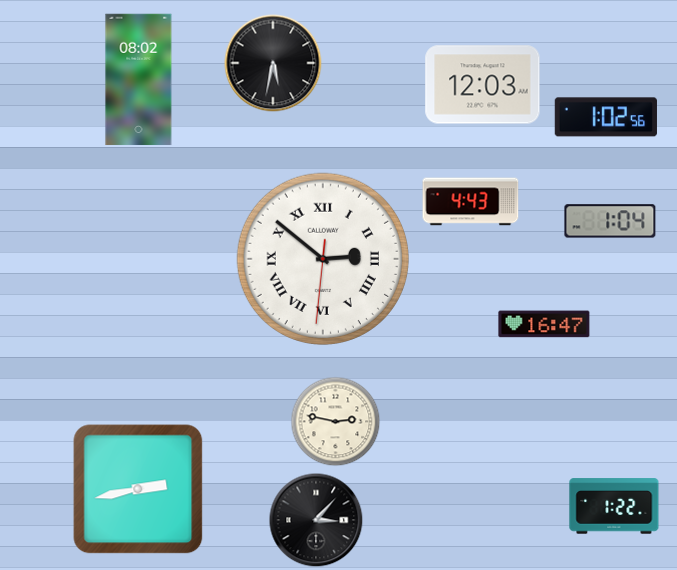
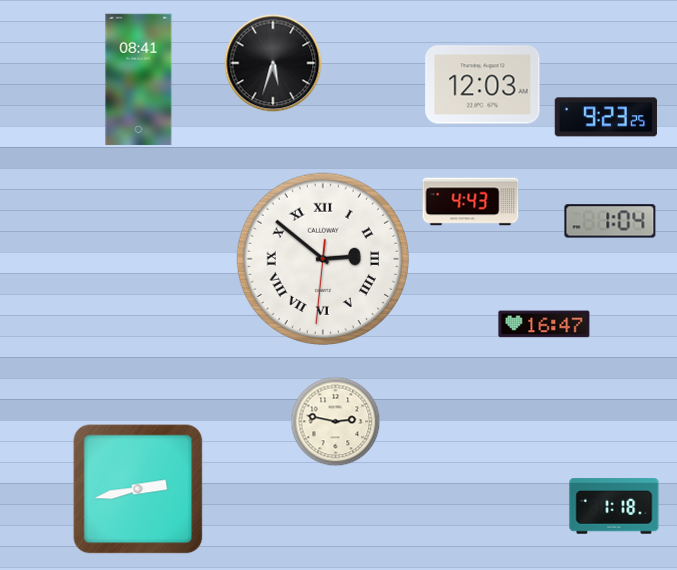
clock at (273, 63): 5:32 -> 5:33
clock at (139, 80): 08:02 -> 08:41
clock at (606, 117): 1:02 -> 9:23
clock at (614, 506): 1:22 -> 1:18
clock at (316, 520): 3:07 -> none
